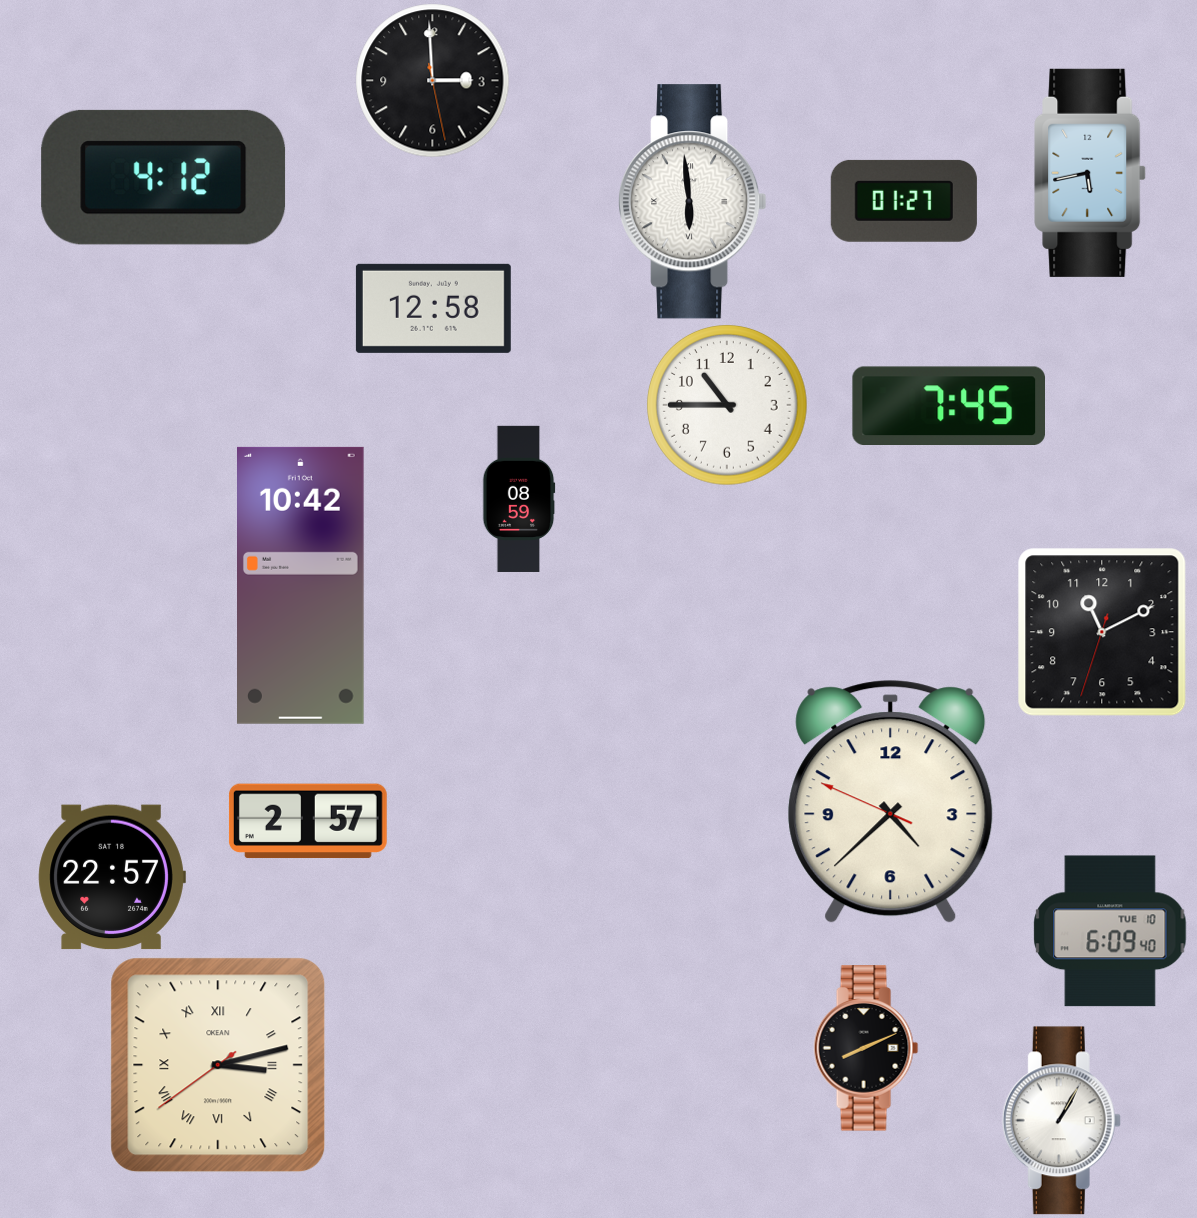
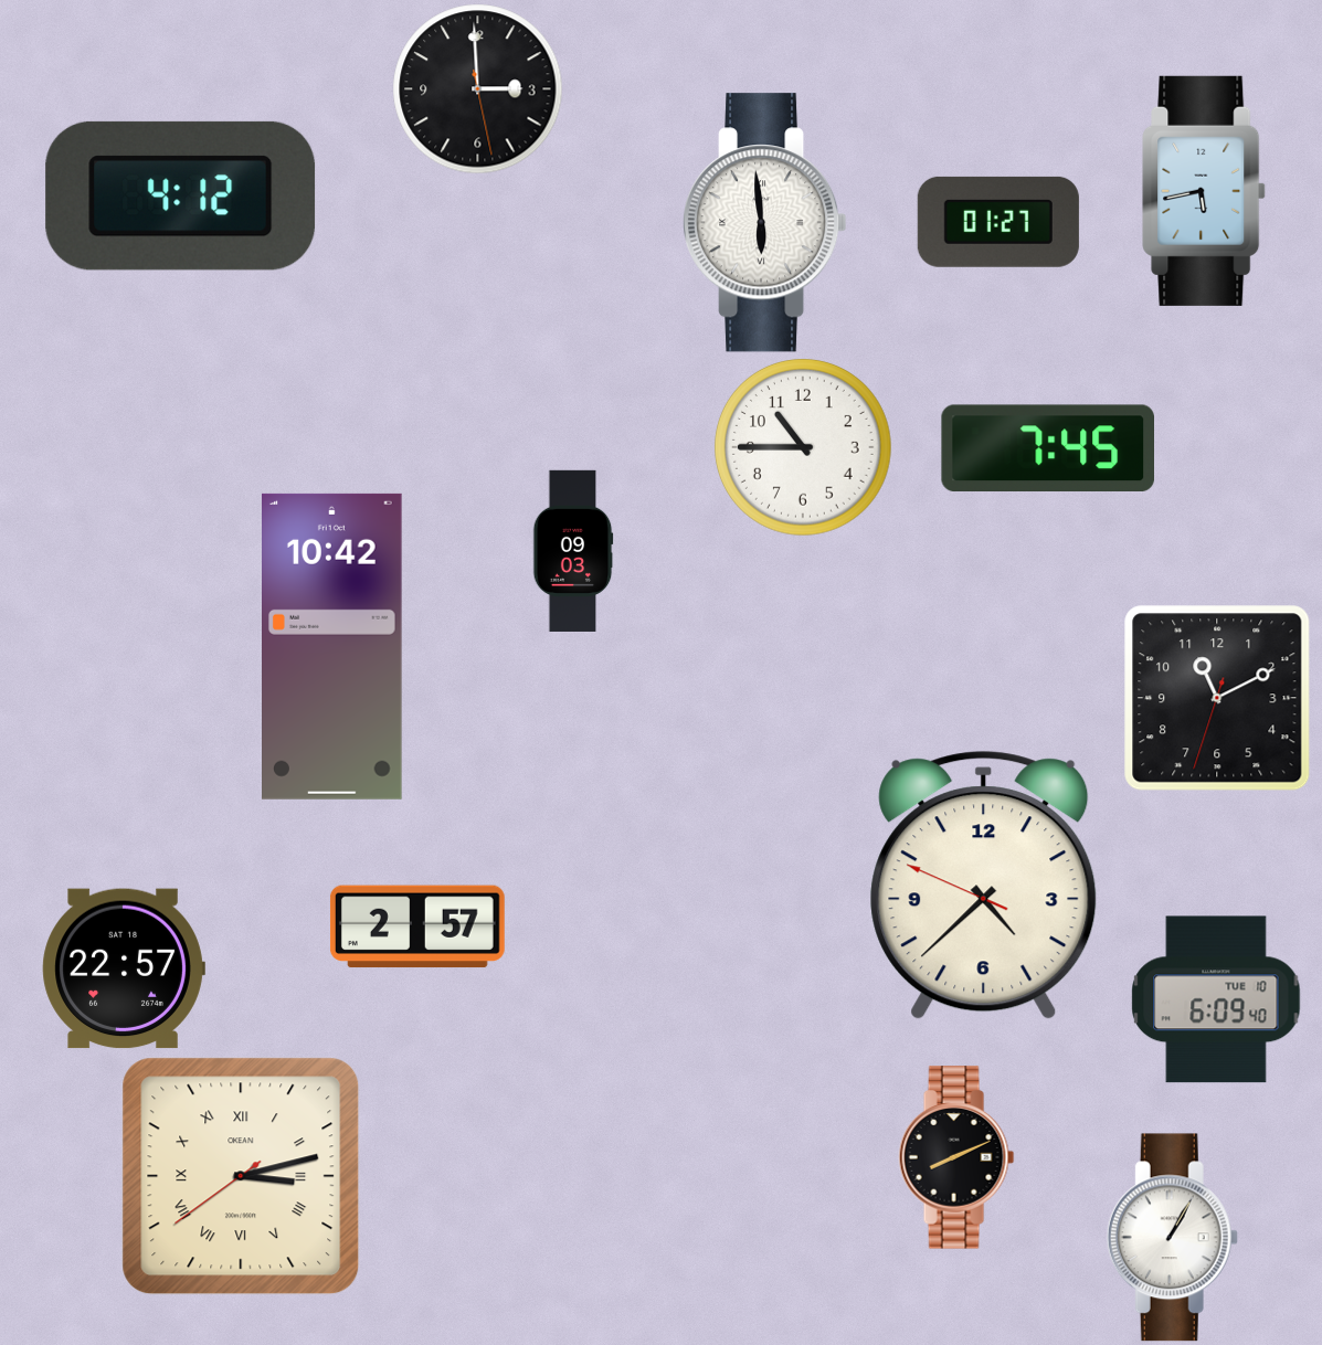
clock at (433, 308): 12:58 -> none
clock at (519, 499): 08:59 -> 09:03
clock at (308, 821) position: (308, 821) -> (417, 926)
clock at (1110, 931) position: (1110, 931) -> (1216, 999)
